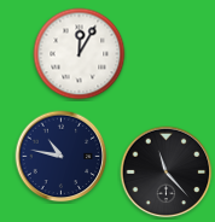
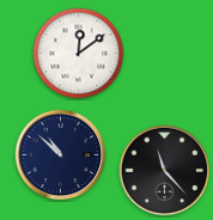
clock at (80, 54): 12:05 -> 12:09
clock at (62, 157): 10:47 -> 10:52
